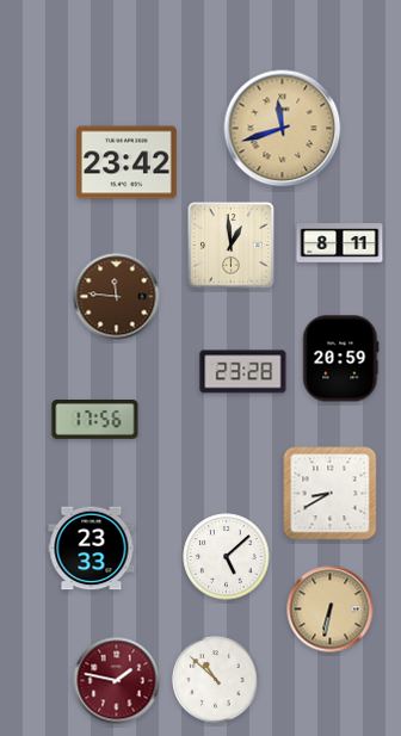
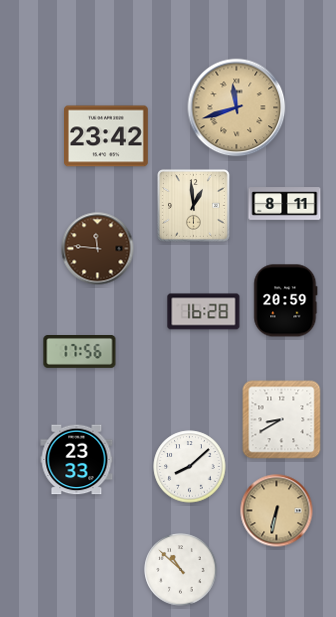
clock at (243, 372): 23:28 -> 16:28
clock at (331, 494) position: (331, 494) -> (282, 420)
clock at (227, 557): 5:08 -> 8:08
clock at (117, 681): 1:47 -> none
